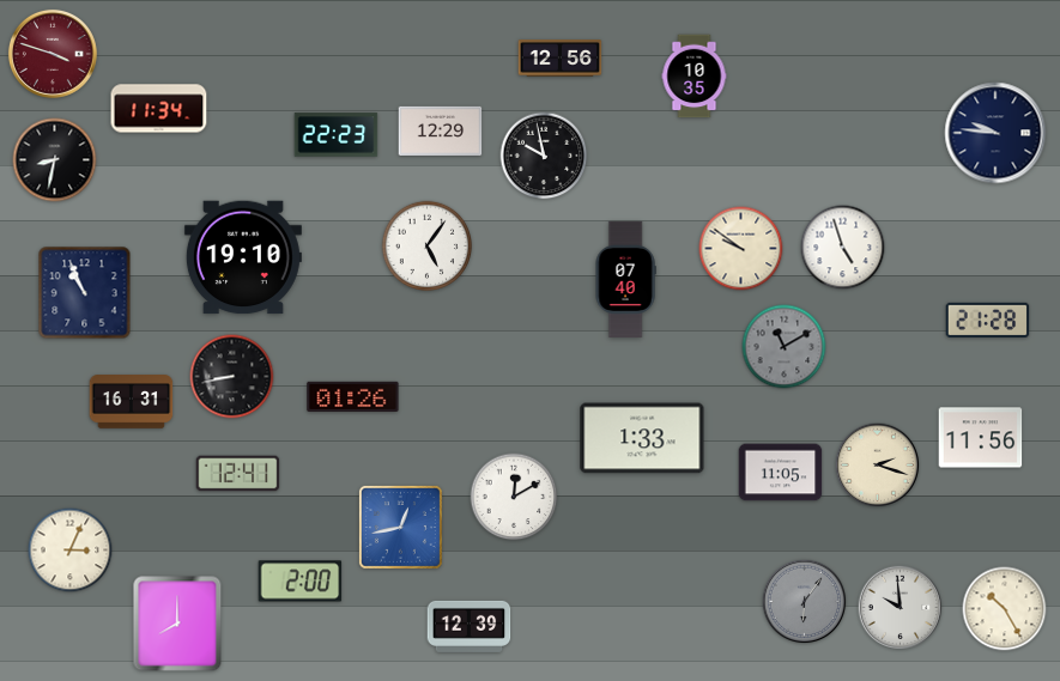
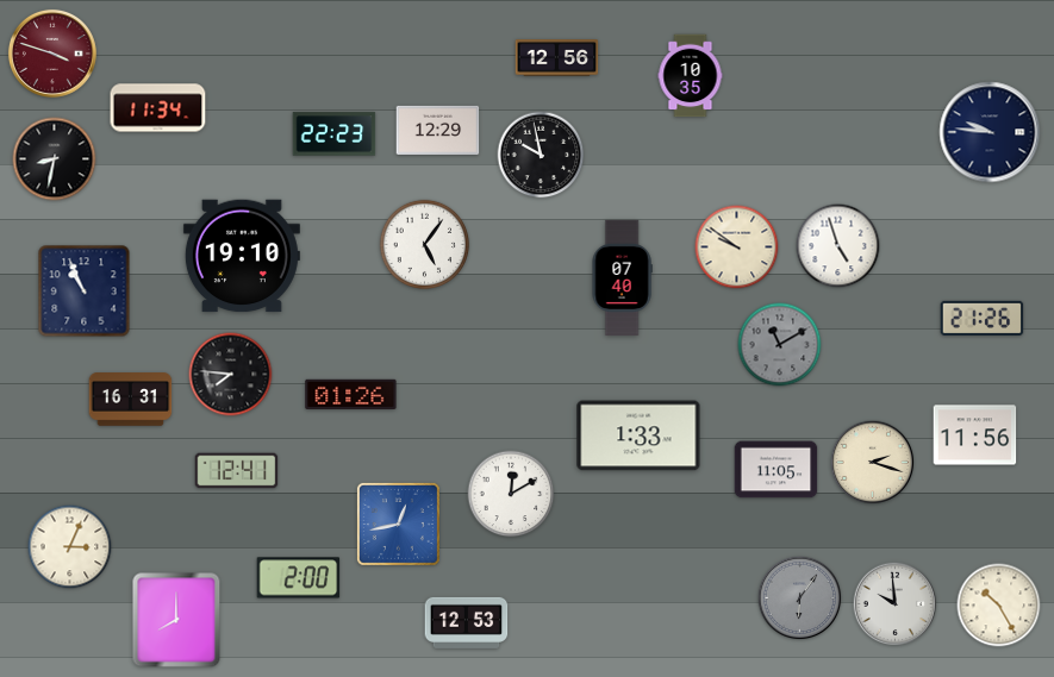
clock at (988, 320): 21:28 -> 21:26
clock at (232, 377): 8:43 -> 7:46
clock at (470, 626): 12:39 -> 12:53
